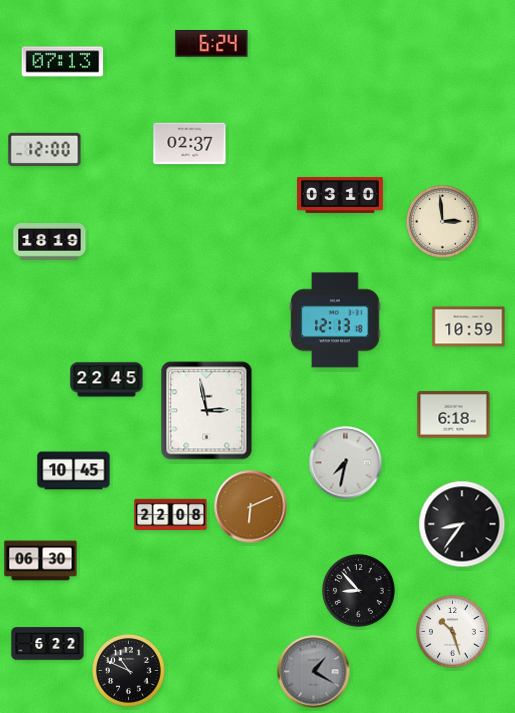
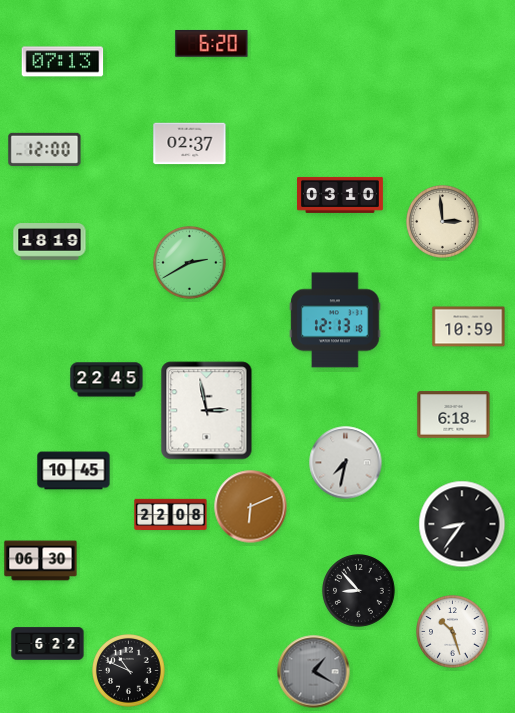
clock at (212, 44): 6:24 -> 6:20
clock at (190, 263): none -> 2:40
